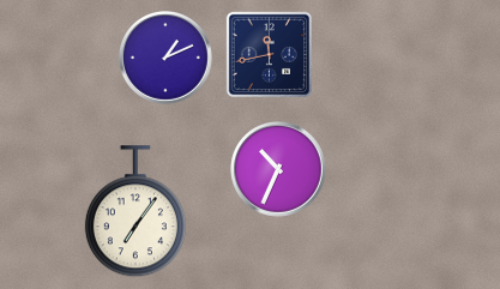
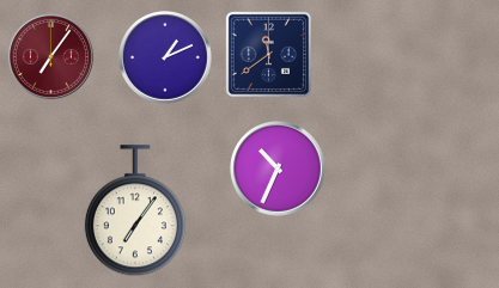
clock at (269, 54): 11:43 -> 11:39
clock at (50, 56): none -> 7:06
